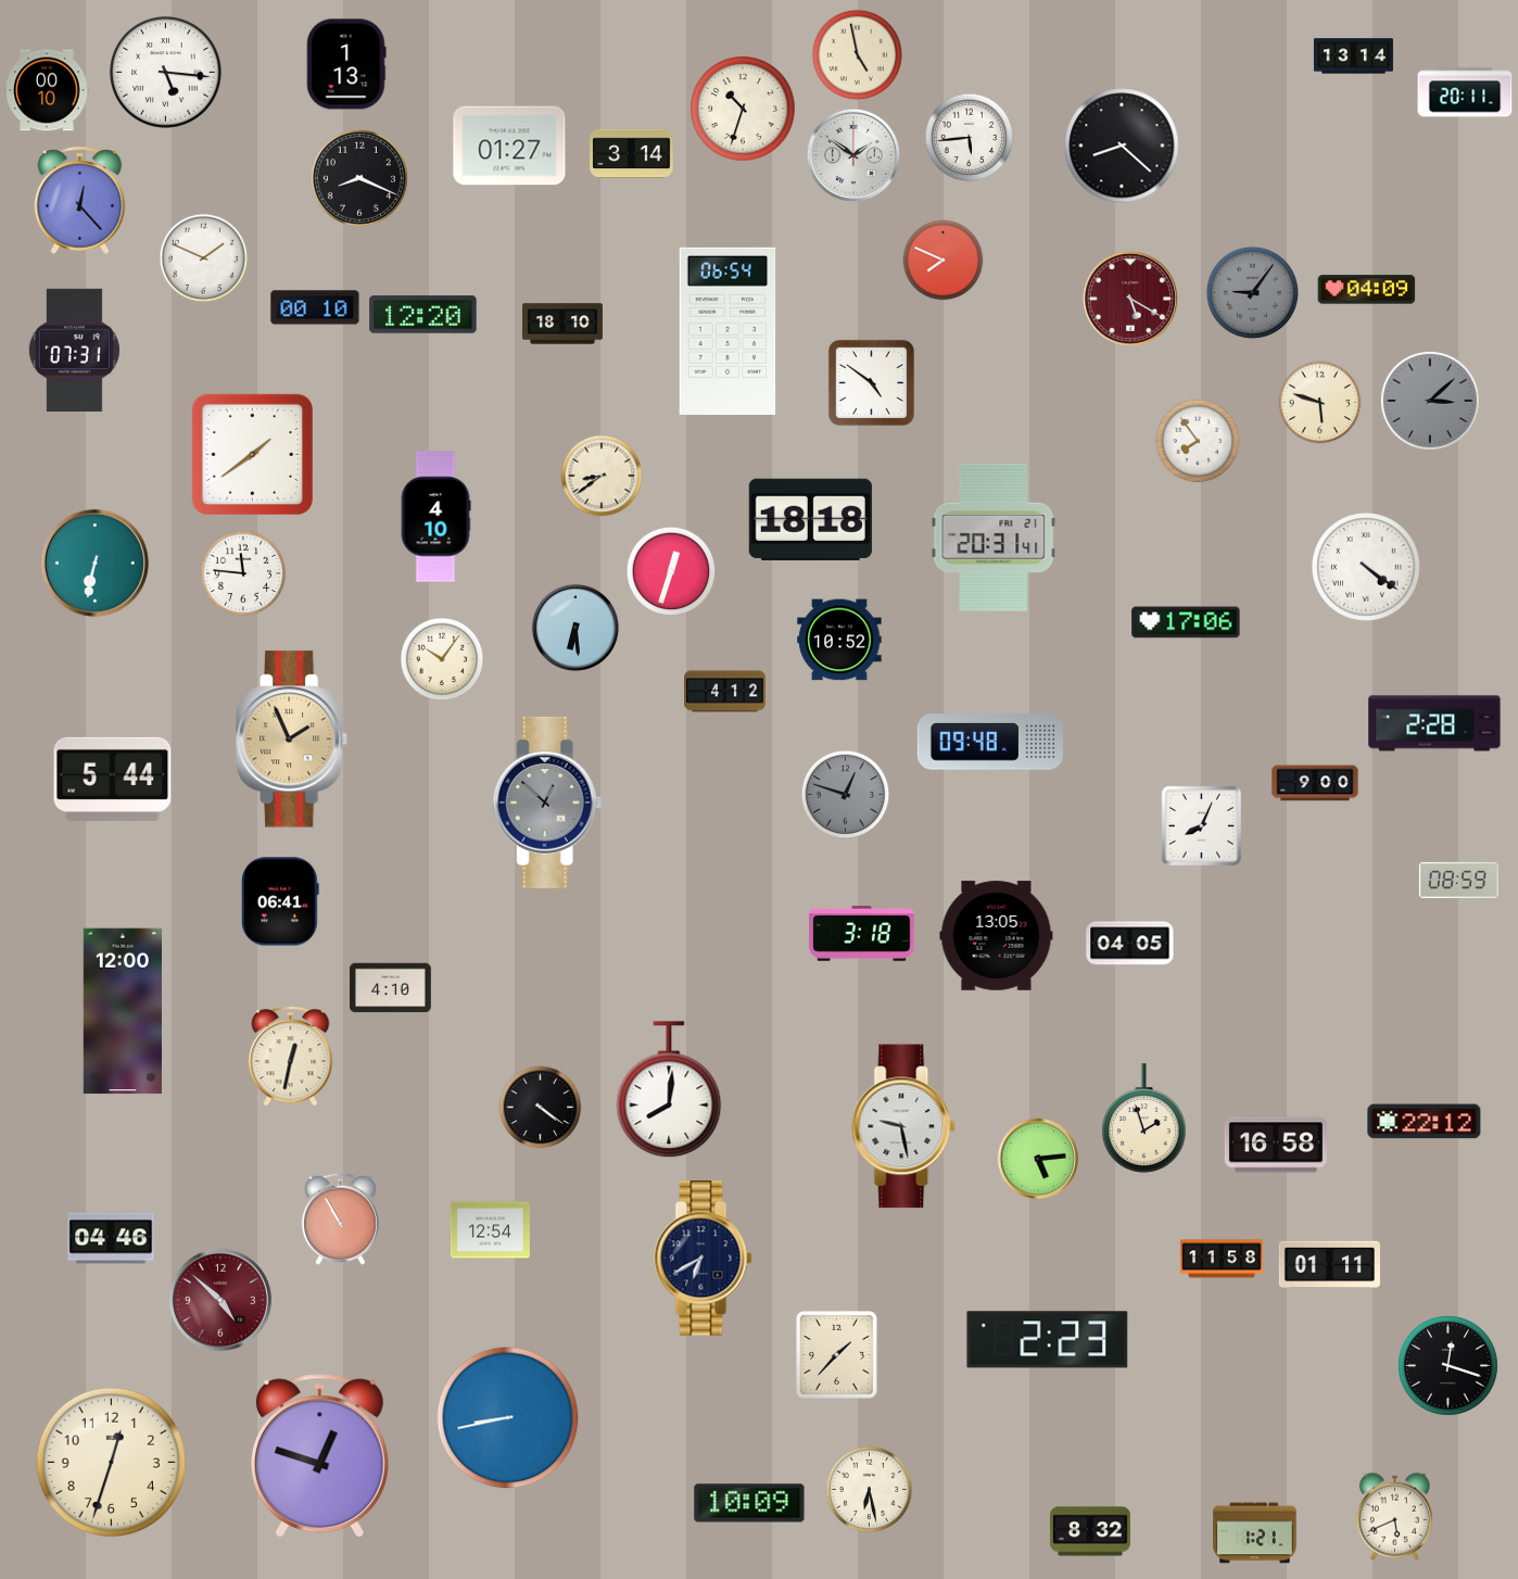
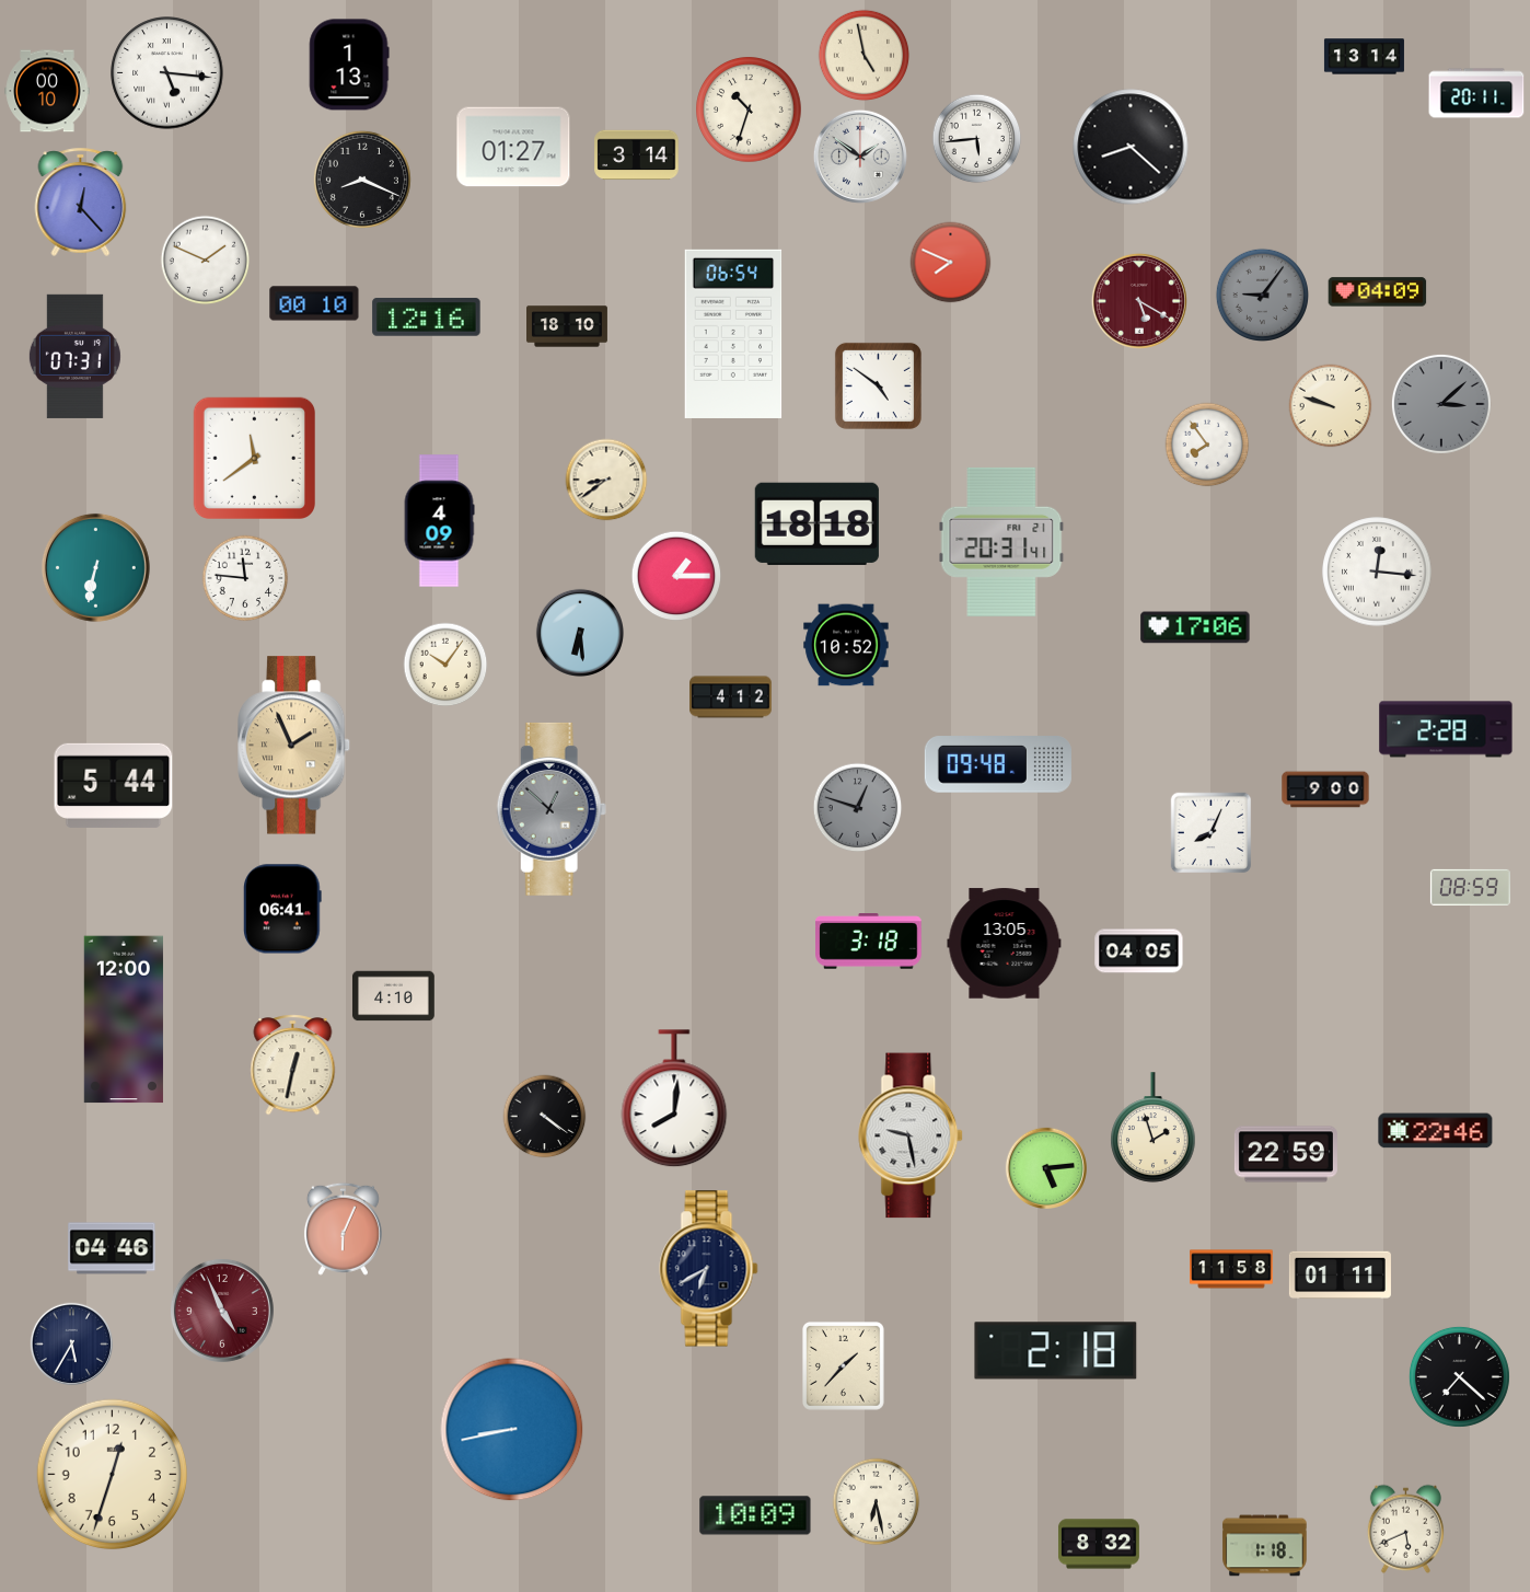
clock at (315, 307) position: (315, 307) -> (314, 303)
clock at (423, 315): 12:20 -> 12:16
clock at (74, 350) position: (74, 350) -> (74, 356)
clock at (1320, 403): 5:48 -> 9:48
clock at (252, 454): 1:39 -> 11:39
clock at (435, 517): 4:10 -> 4:09
clock at (1366, 567): 4:21 -> 12:16
clock at (671, 571): 12:33 -> 1:15
clock at (990, 742) position: (990, 742) -> (998, 764)
clock at (846, 795) position: (846, 795) -> (858, 808)
clock at (1425, 1122): 22:12 -> 22:46
clock at (1276, 1145): 16:58 -> 22:59
clock at (340, 1218): 10:55 -> 6:04
clock at (490, 1230): 12:54 -> none
clock at (220, 1300): 4:52 -> 4:56
clock at (71, 1343): none -> 5:35
clock at (1048, 1340): 2:23 -> 2:18
clock at (1447, 1365): 12:18 -> 7:22
clock at (319, 1456): 12:48 -> none
clock at (1255, 1533): 1:21 -> 1:18
